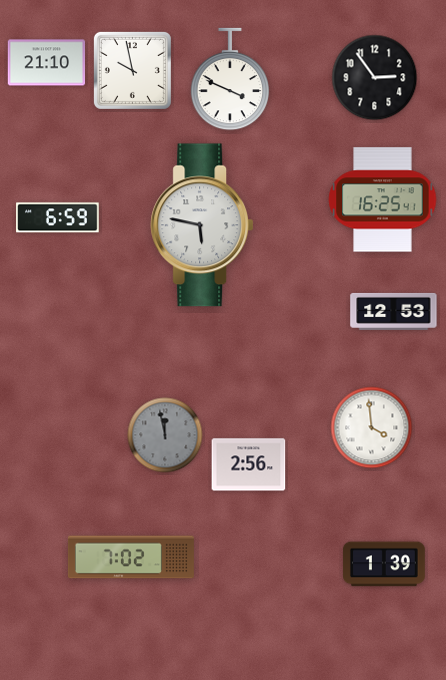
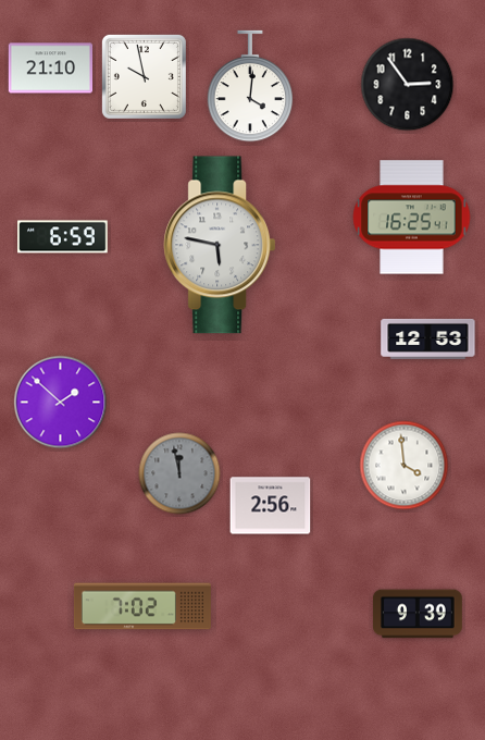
clock at (230, 79): 3:49 -> 4:01
clock at (383, 200) position: (383, 200) -> (412, 218)
clock at (61, 403): none -> 1:52
clock at (384, 564): 1:39 -> 9:39
